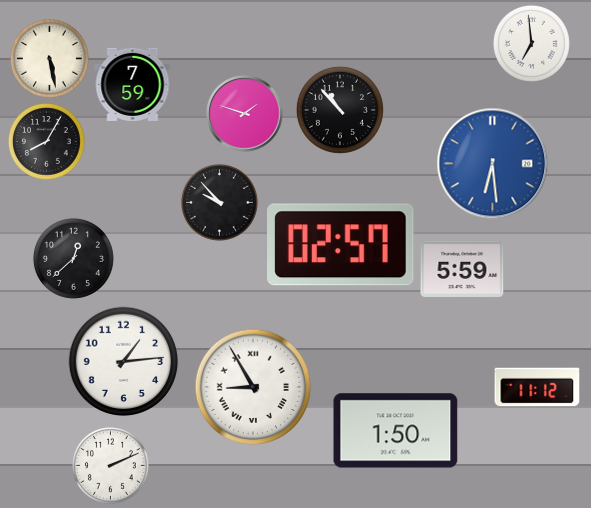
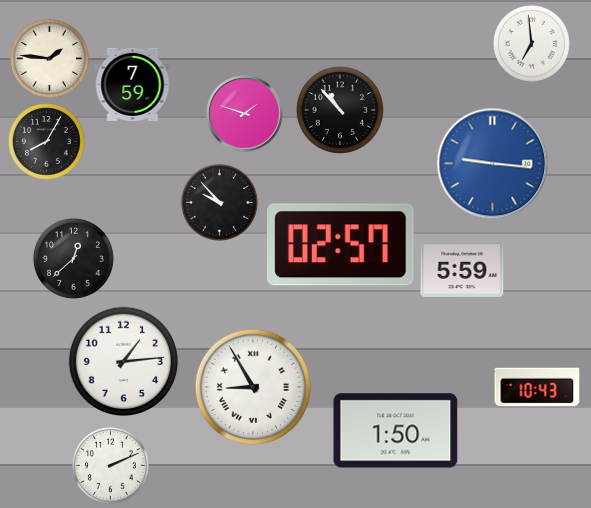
clock at (49, 58): 5:28 -> 1:46
clock at (493, 164): 6:29 -> 9:16
clock at (537, 387): 11:12 -> 10:43
